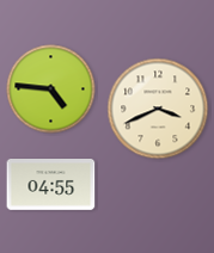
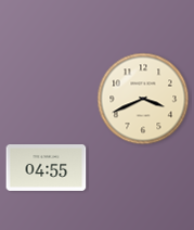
clock at (51, 90): 4:46 -> none
